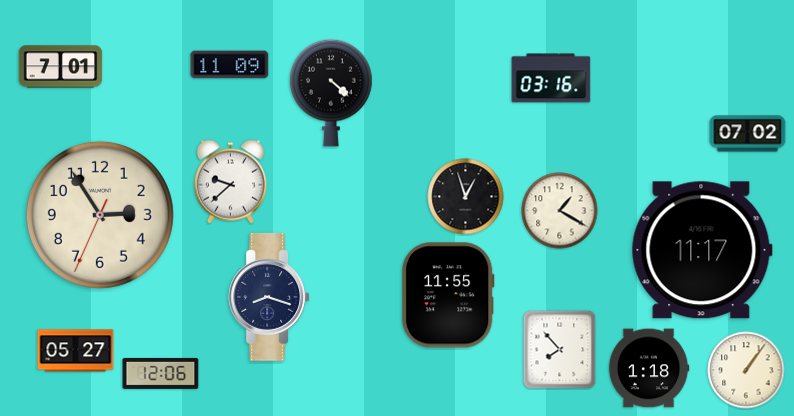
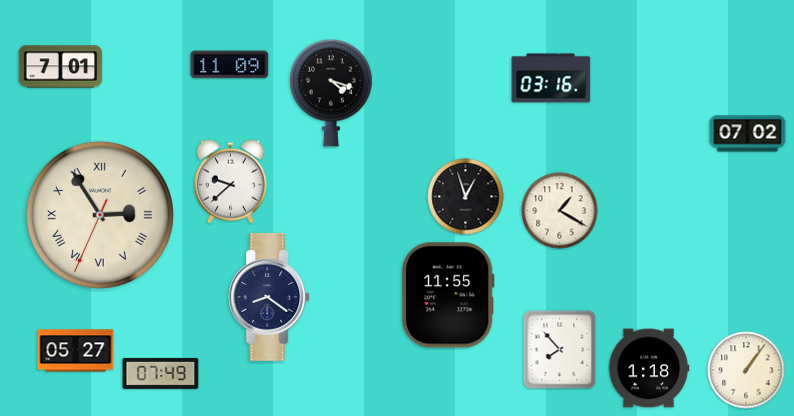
clock at (332, 93): 4:22 -> 4:18
clock at (100, 215) numerals: Arabic -> Roman
clock at (702, 250): 11:17 -> none
clock at (269, 297): 8:18 -> 8:21
clock at (161, 373): 12:06 -> 07:49
